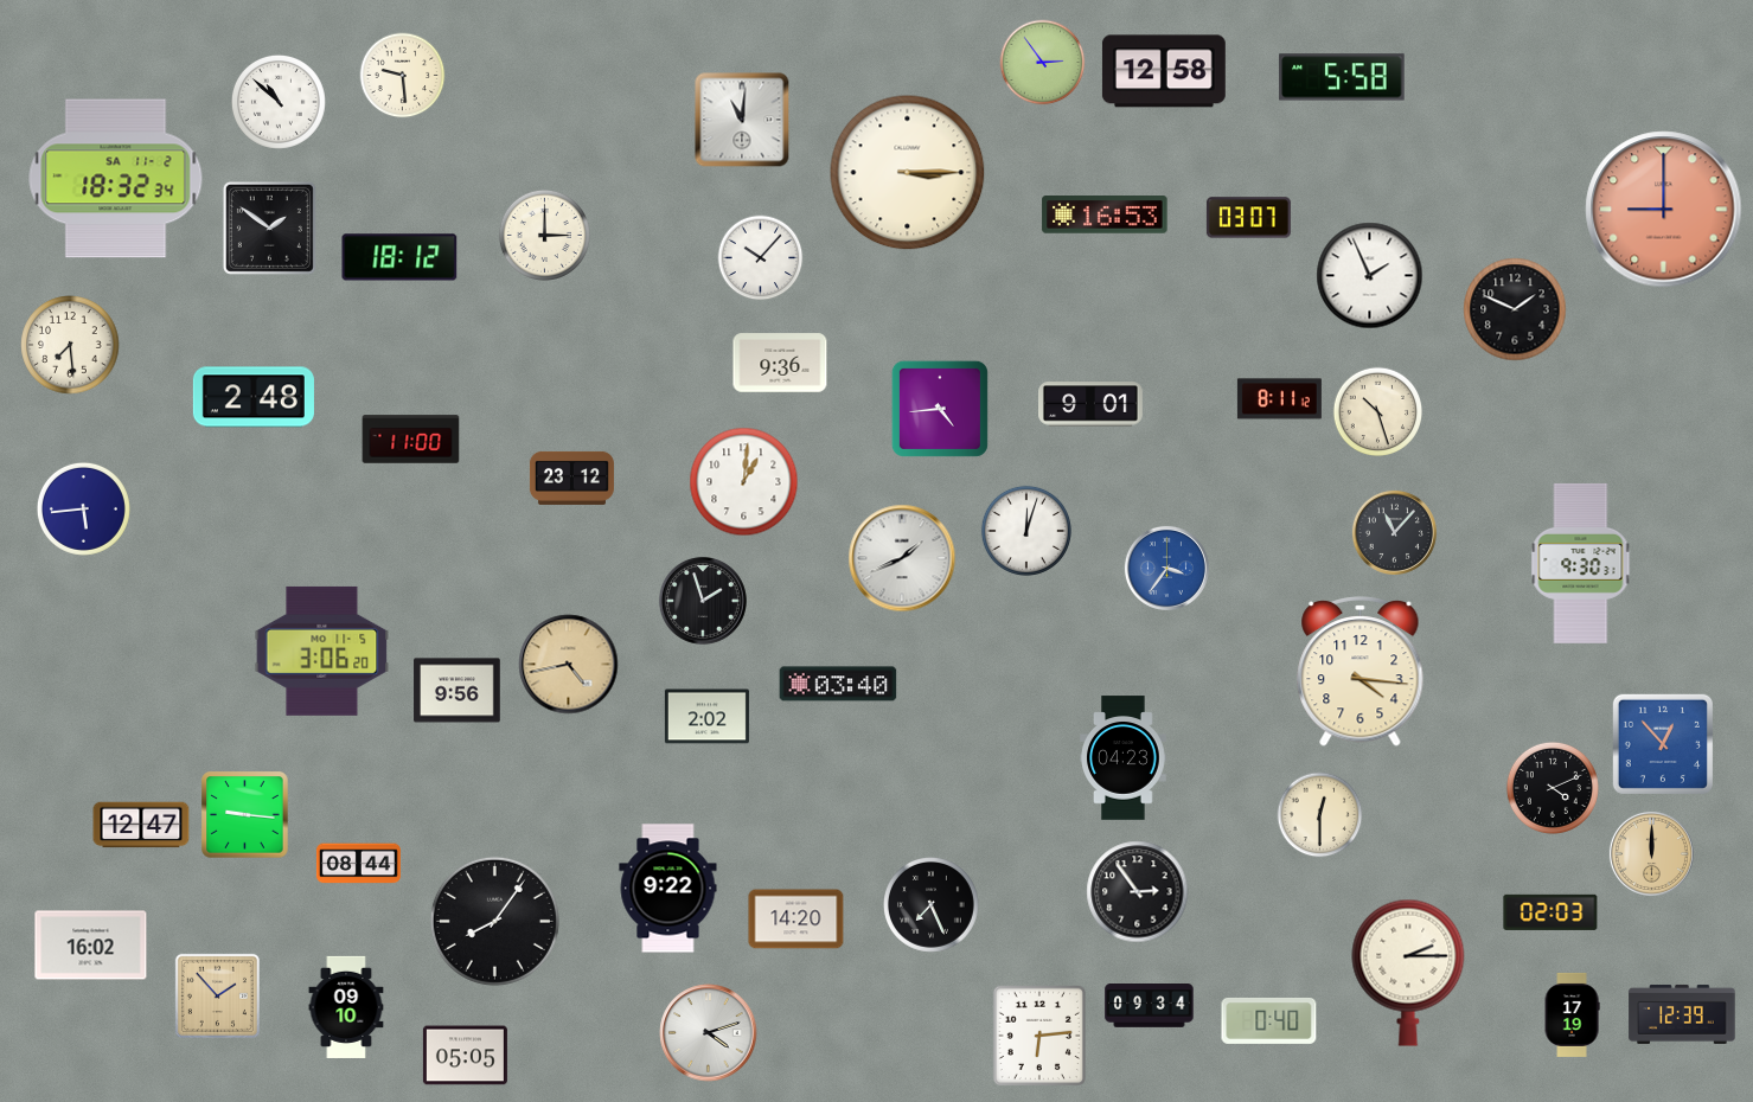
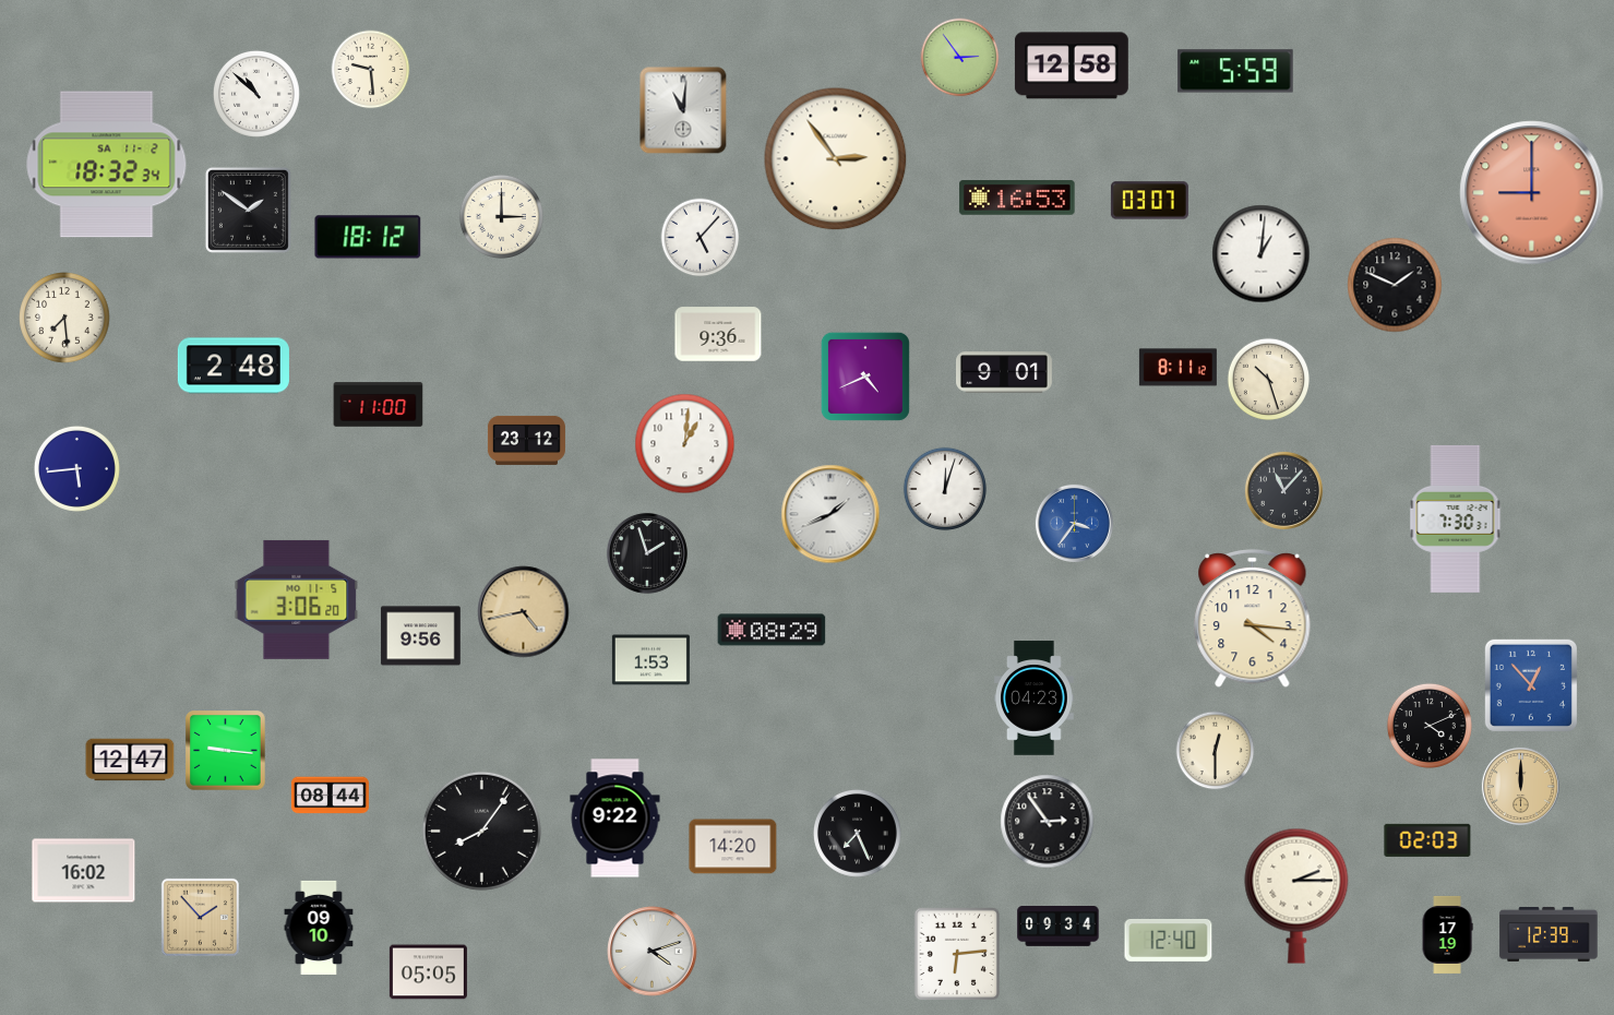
clock at (1342, 77): 5:58 -> 5:59
clock at (908, 173): 3:15 -> 2:54
clock at (761, 258): 10:07 -> 5:07
clock at (1370, 276): 1:56 -> 1:01
clock at (940, 409): 4:44 -> 4:41
clock at (1581, 563): 9:30 -> 7:30
clock at (838, 684): 03:40 -> 08:29
clock at (706, 717): 2:02 -> 1:53
clock at (494, 921) position: (494, 921) -> (481, 831)
clock at (1269, 1021): 0:40 -> 12:40
